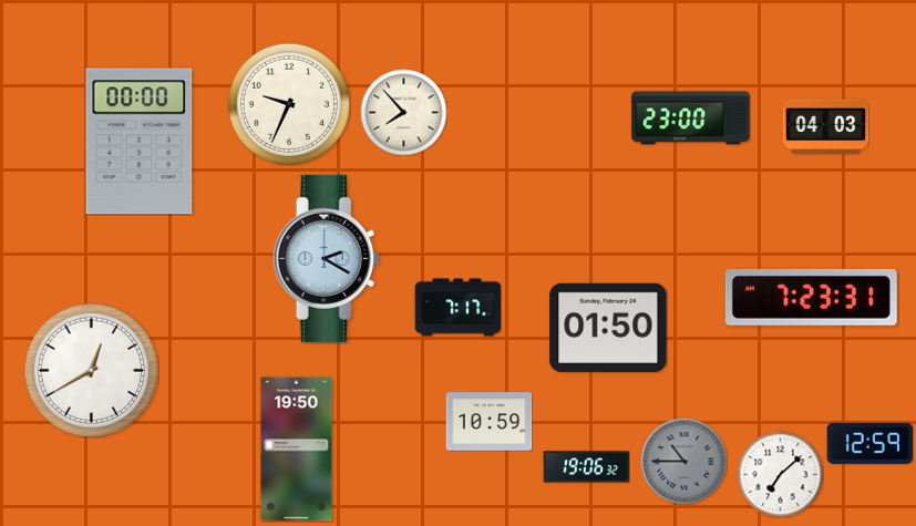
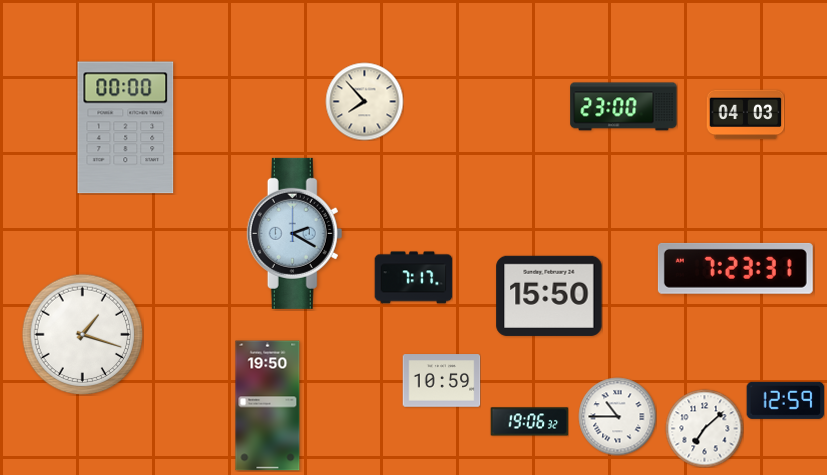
clock at (289, 104): 9:34 -> none
clock at (811, 297) position: (811, 297) -> (735, 268)
clock at (608, 328): 01:50 -> 15:50
clock at (91, 370): 12:40 -> 1:18
clock at (683, 461) dial: grey -> white
